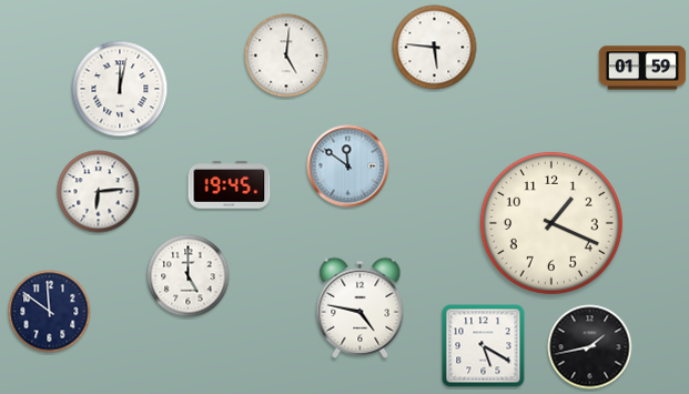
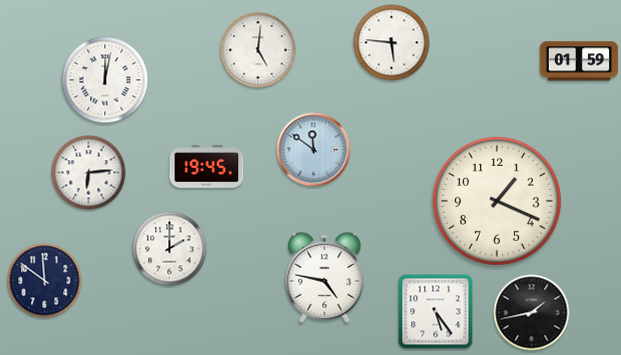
clock at (120, 89) position: (120, 89) -> (105, 80)
clock at (189, 276): 5:00 -> 2:00
clock at (484, 346): 5:20 -> 5:24
